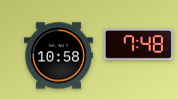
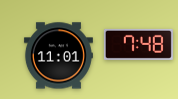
clock at (58, 56): 10:58 -> 11:01
